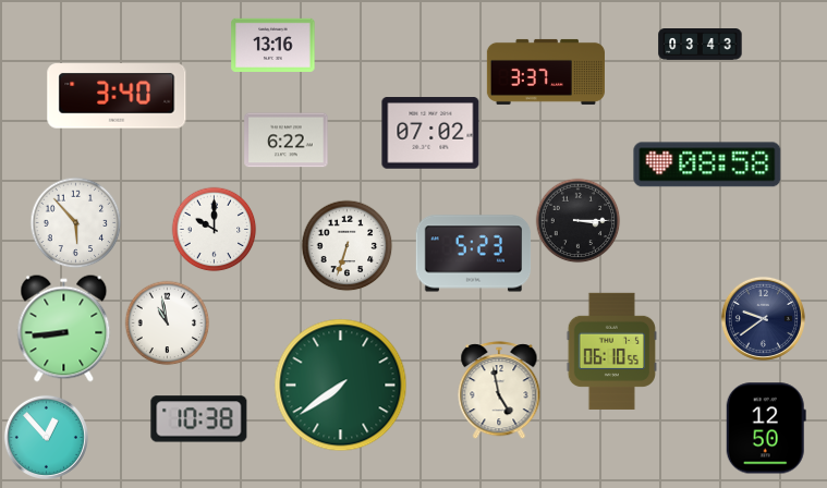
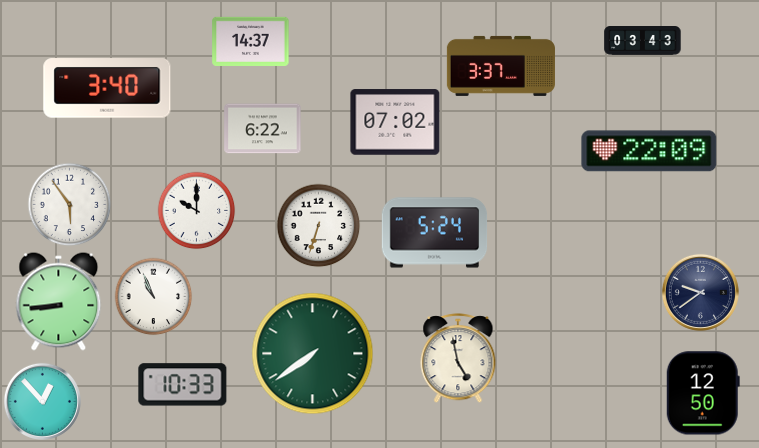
clock at (273, 45): 13:16 -> 14:37
clock at (707, 164): 08:58 -> 22:09
clock at (577, 220): 3:15 -> none
clock at (75, 222): 5:53 -> 5:54
clock at (474, 254): 5:23 -> 5:24
clock at (167, 322): 10:58 -> 10:56
clock at (611, 351): 06:10 -> none
clock at (199, 419): 10:38 -> 10:33
